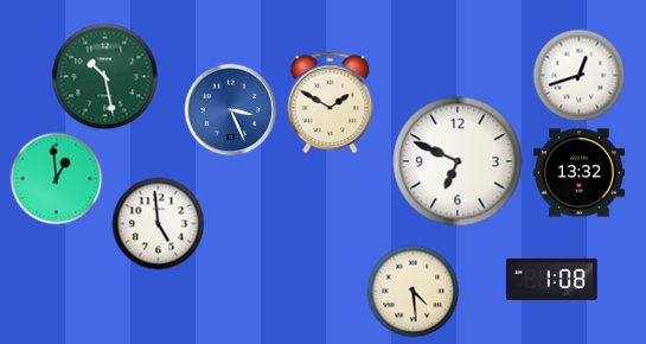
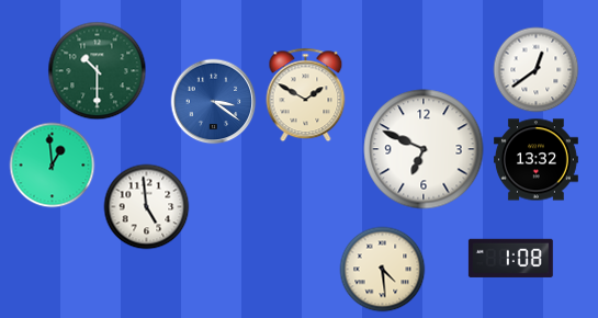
clock at (578, 75): 12:42 -> 12:39
clock at (104, 76): 10:28 -> 10:30
clock at (230, 109): 3:26 -> 3:21
